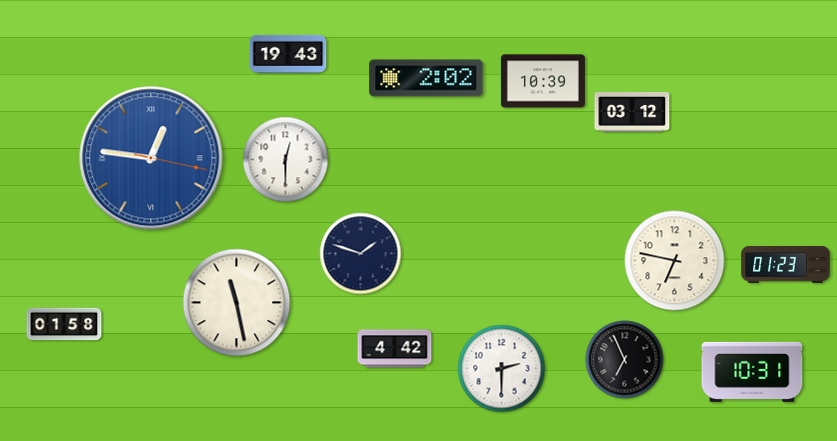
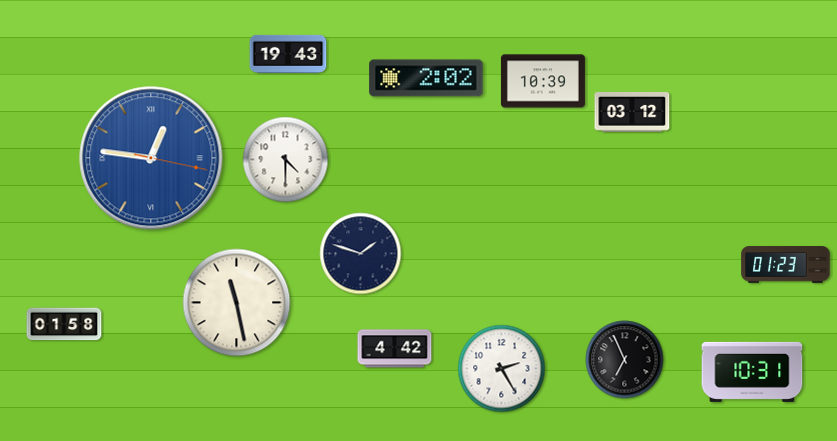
clock at (286, 160): 12:30 -> 4:30
clock at (675, 261): 6:47 -> none
clock at (502, 369): 2:30 -> 2:25
